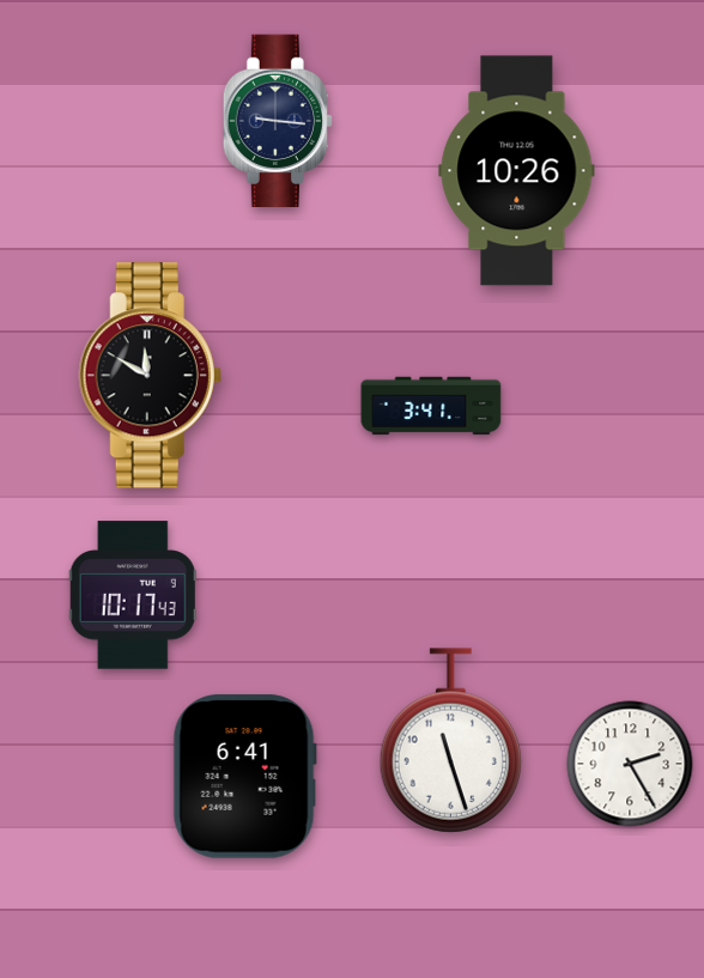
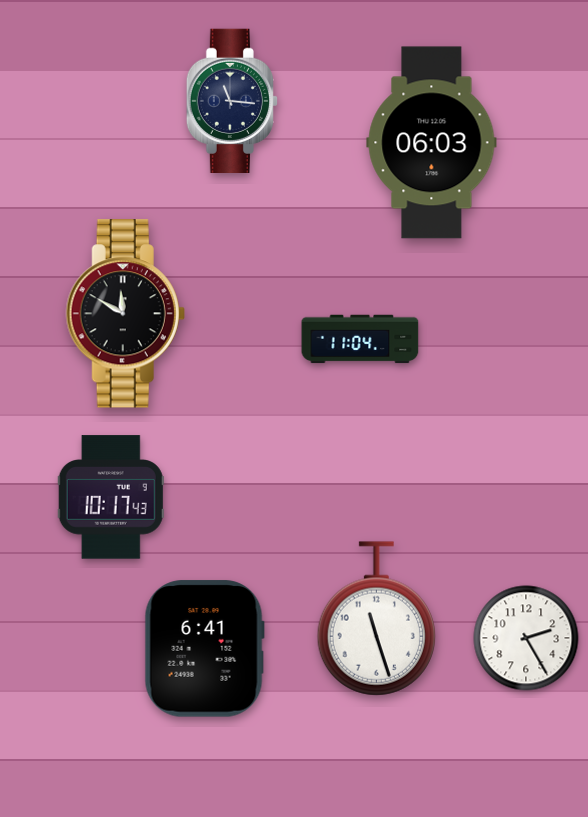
clock at (277, 121): 9:16 -> 11:16
clock at (517, 171): 10:26 -> 06:03
clock at (431, 406): 3:41 -> 11:04
